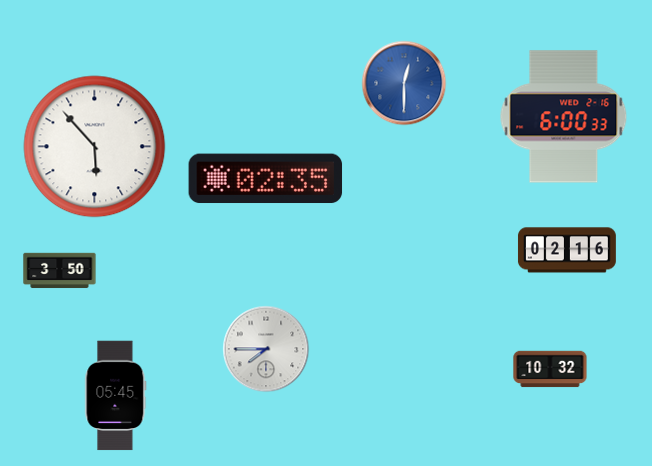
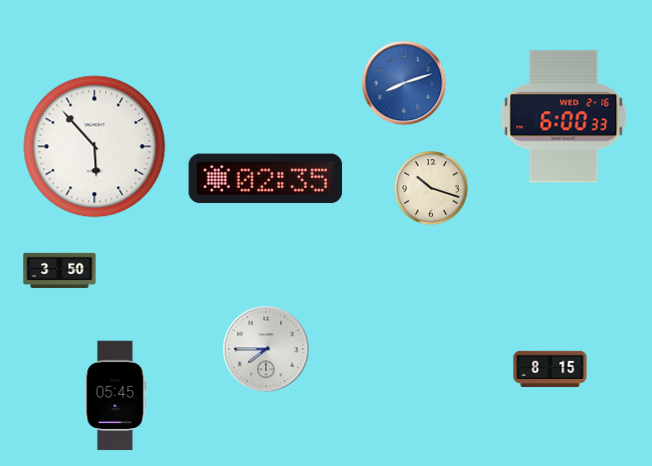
clock at (404, 83): 12:30 -> 8:12
clock at (431, 188): none -> 10:18
clock at (567, 250): 02:16 -> none
clock at (550, 369): 10:32 -> 8:15
